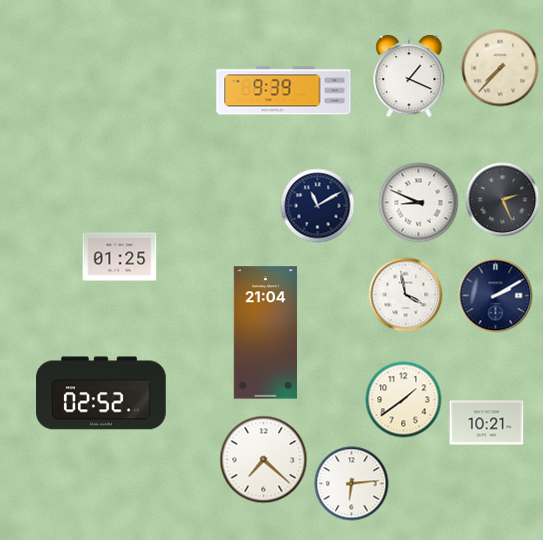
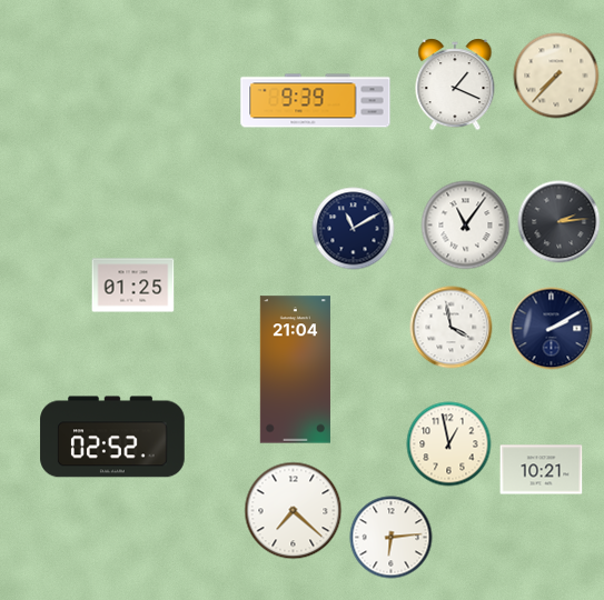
clock at (503, 200): 2:26 -> 2:14
clock at (419, 203): 8:49 -> 11:06
clock at (404, 400): 1:39 -> 12:58
